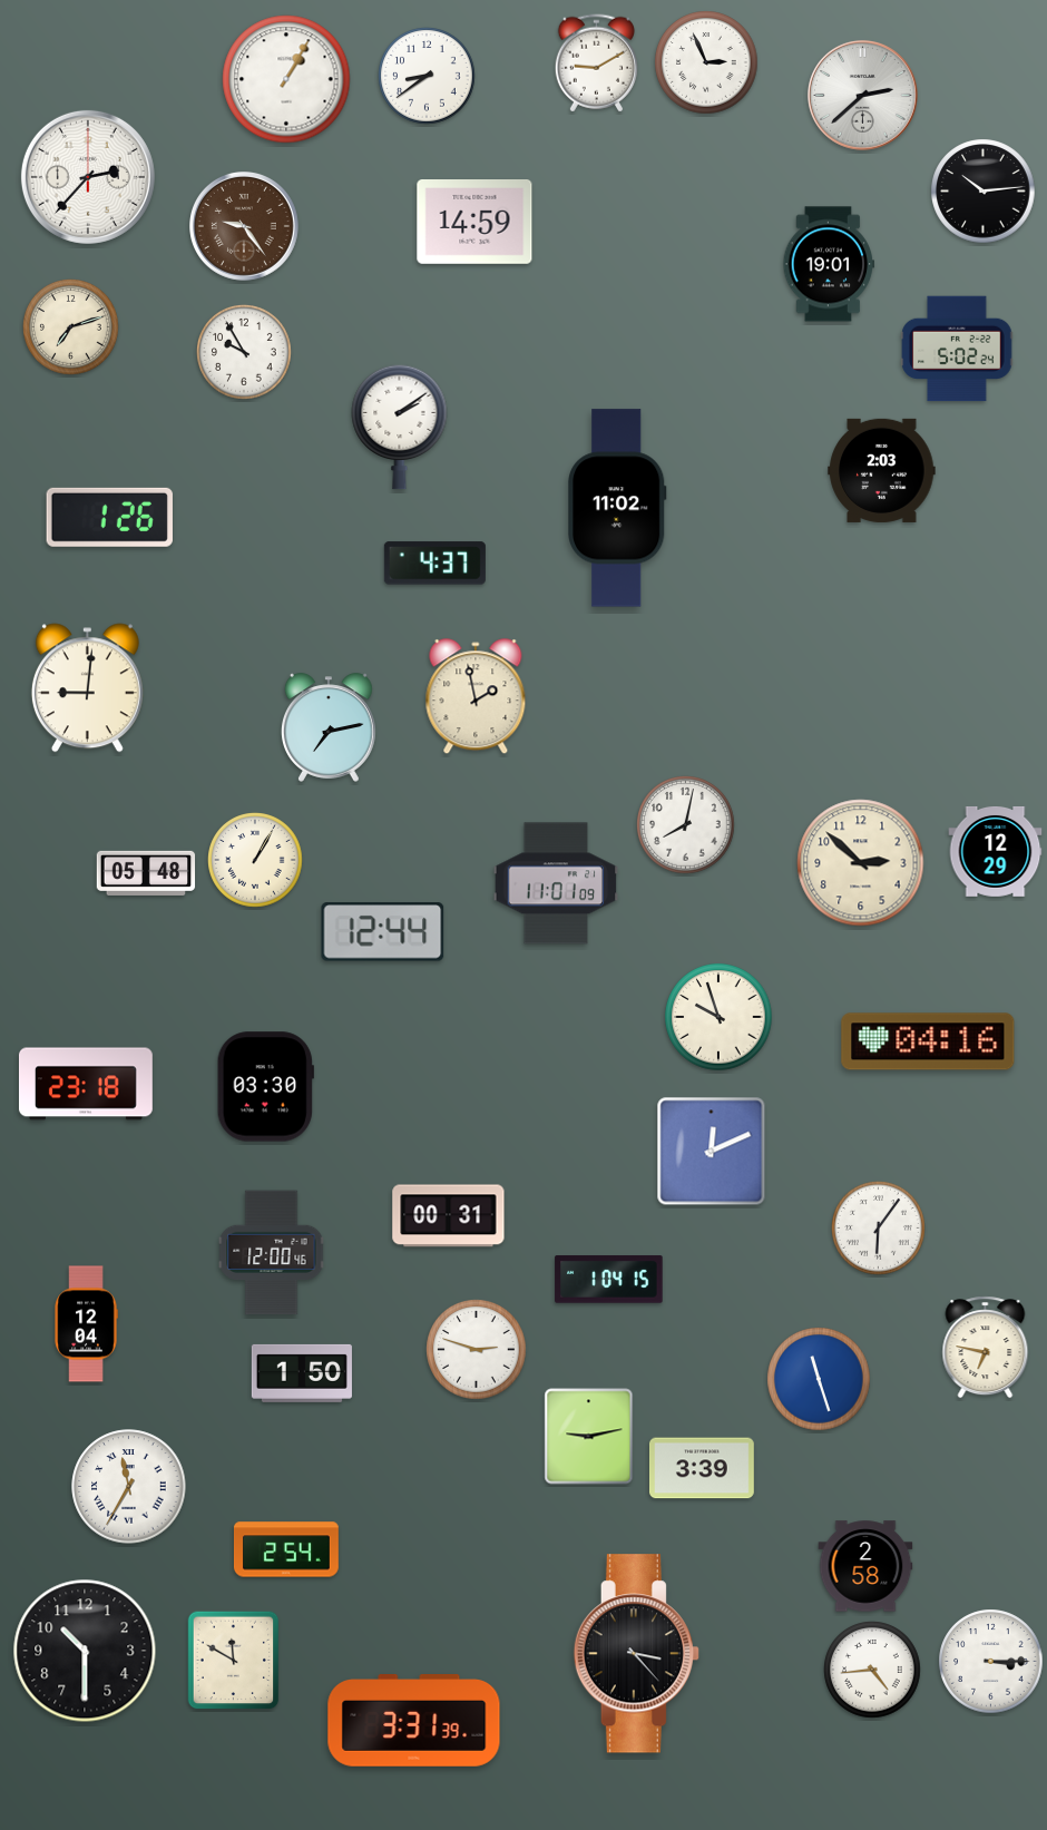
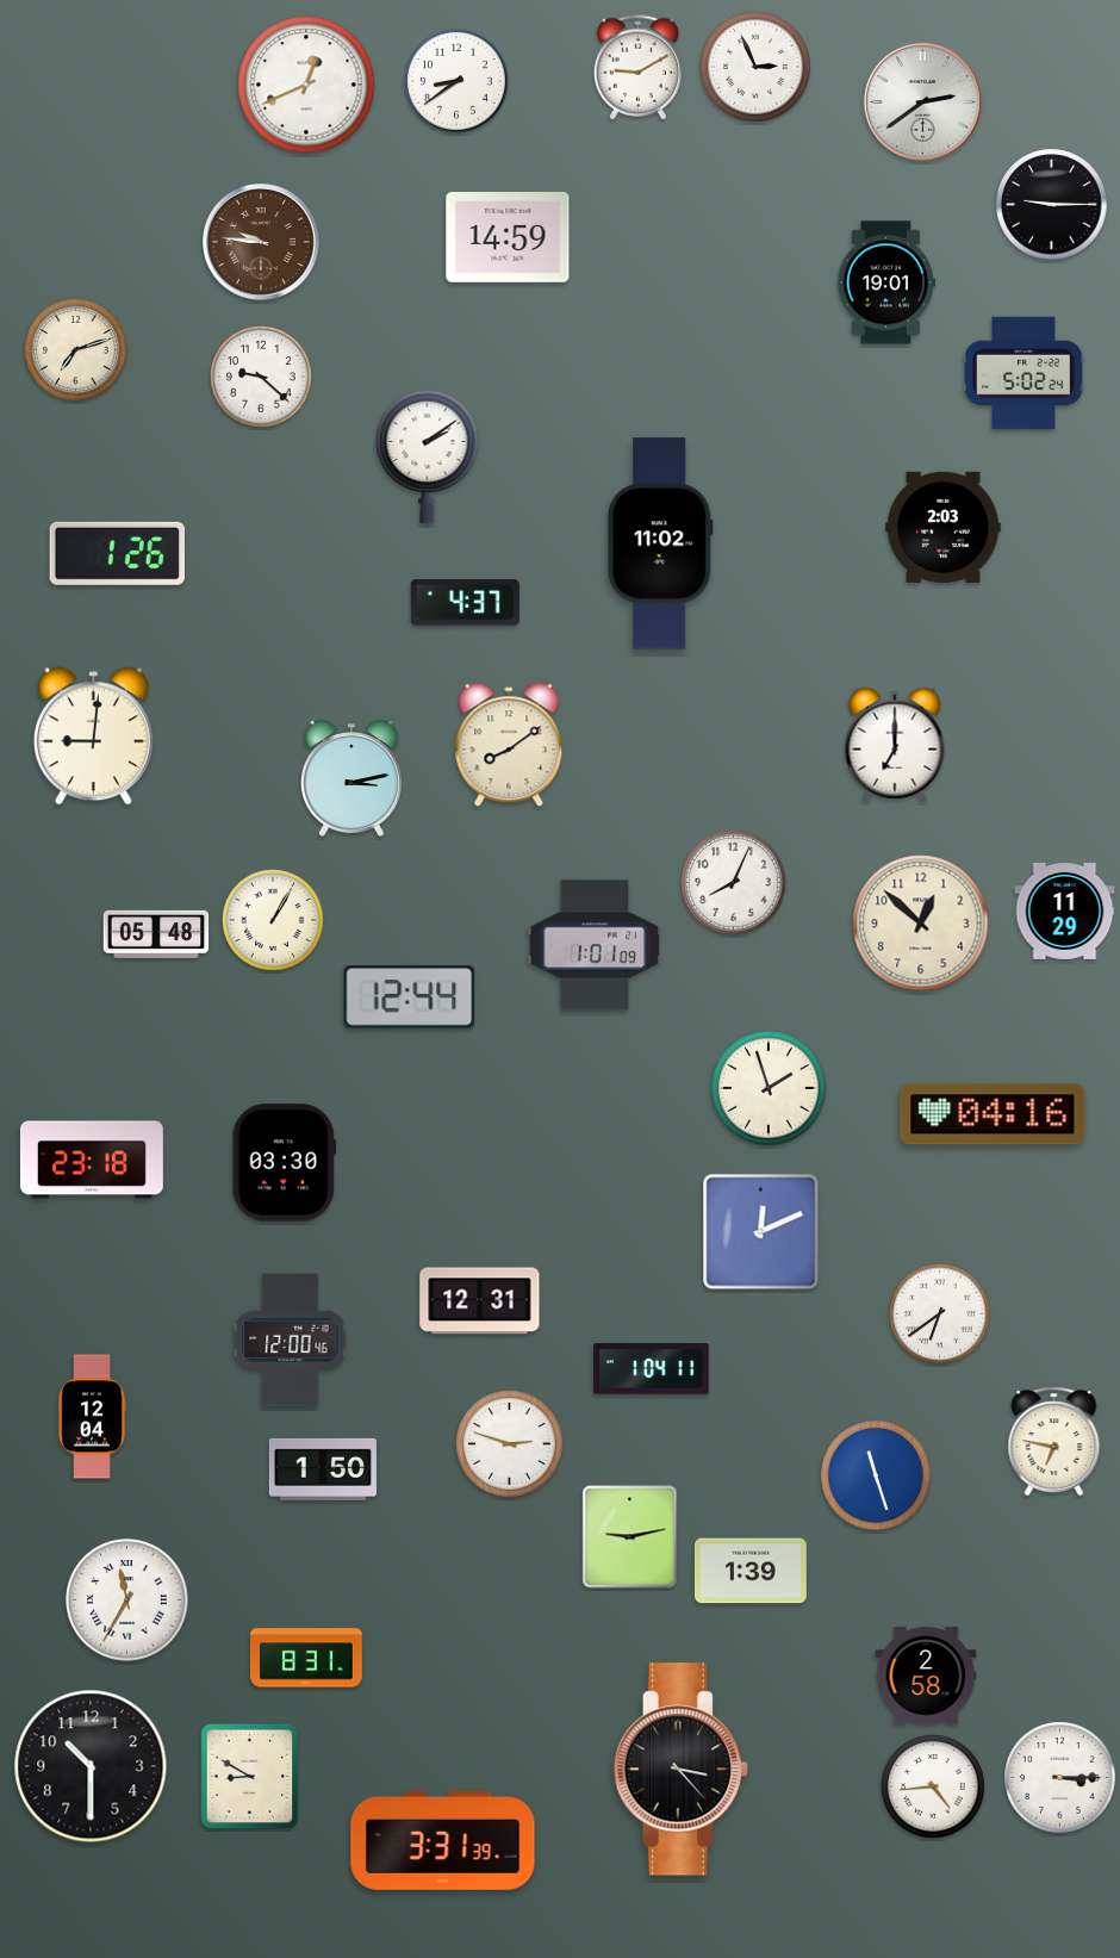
clock at (286, 79): 1:05 -> 12:41
clock at (862, 95): 2:38 -> 2:39
clock at (88, 177): 2:37 -> none
clock at (984, 192): 10:14 -> 9:15
clock at (245, 227): 9:24 -> 9:46
clock at (245, 353): 9:55 -> 9:22
clock at (882, 470) position: (882, 470) -> (944, 527)
clock at (895, 745): none -> 7:00
clock at (476, 697): 1:58 -> 8:09
clock at (329, 727): 7:13 -> 3:13
clock at (686, 825): 8:02 -> 8:04
clock at (996, 851): 12:29 -> 11:29
clock at (861, 863): 2:52 -> 12:52
clock at (556, 883): 11:01 -> 1:01
clock at (718, 1017): 9:57 -> 1:57
clock at (449, 1216): 00:31 -> 12:31
clock at (879, 1229): 6:06 -> 6:39
clock at (609, 1280): 1:04:15 -> 1:04:11
clock at (702, 1468): 3:39 -> 1:39
clock at (129, 1487) position: (129, 1487) -> (127, 1600)
clock at (286, 1549): 2:54 -> 8:31
clock at (234, 1661): 11:50 -> 8:50
